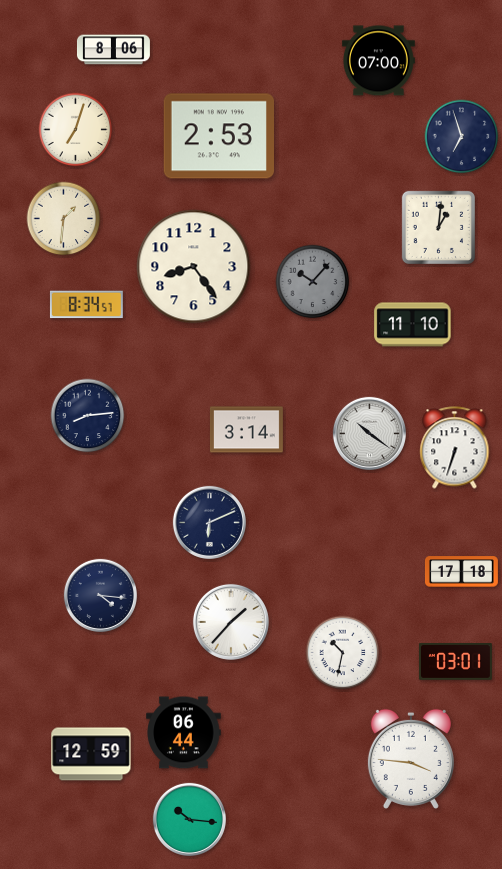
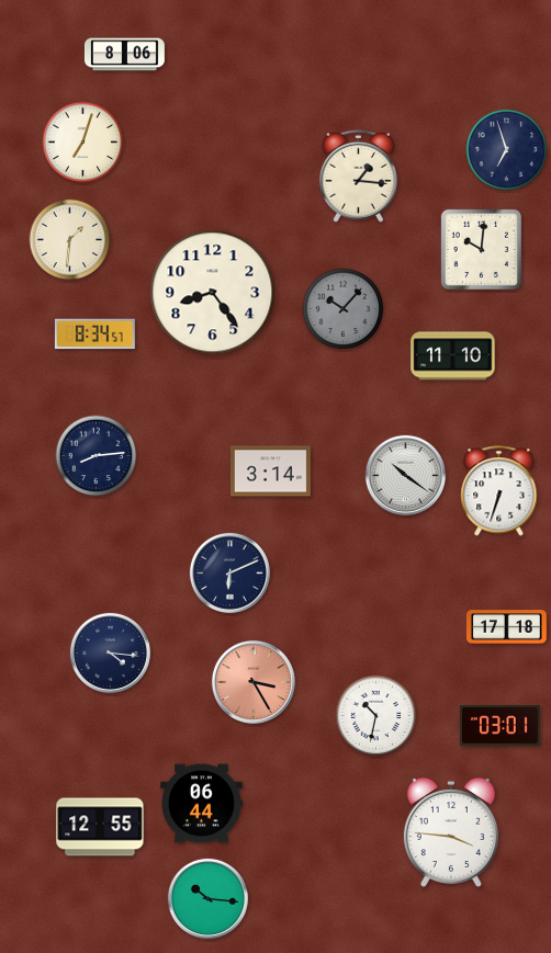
clock at (378, 61): 07:00 -> none
clock at (218, 136): 2:53 -> none
clock at (358, 175): none -> 1:16
clock at (438, 227): 1:01 -> 10:01
clock at (231, 622): 1:37 -> 3:25
clock at (231, 622) dial: white -> salmon
clock at (91, 754): 12:59 -> 12:55
